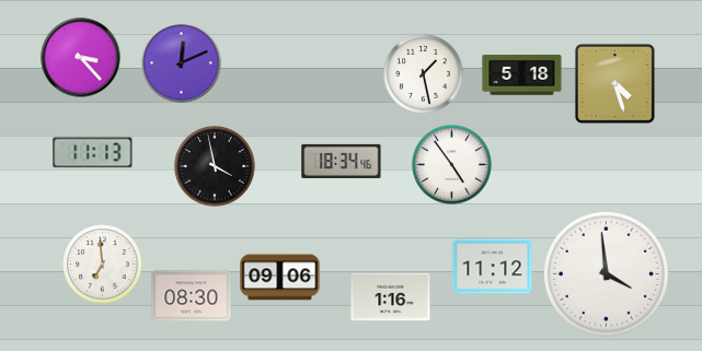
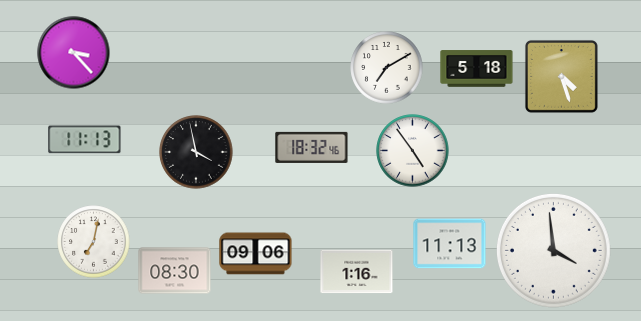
clock at (182, 63): 12:11 -> none
clock at (424, 74): 1:28 -> 7:10
clock at (342, 161): 18:34 -> 18:32
clock at (103, 265): 6:59 -> 7:02
clock at (493, 267): 11:12 -> 11:13
